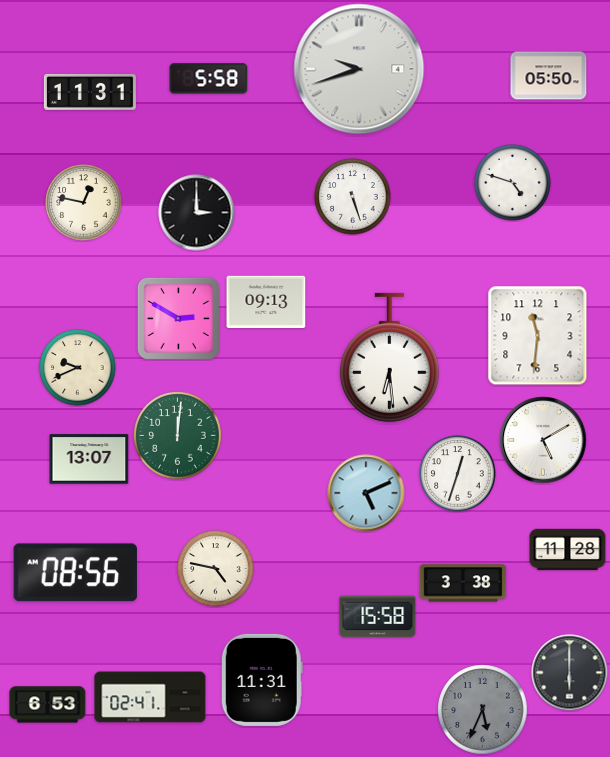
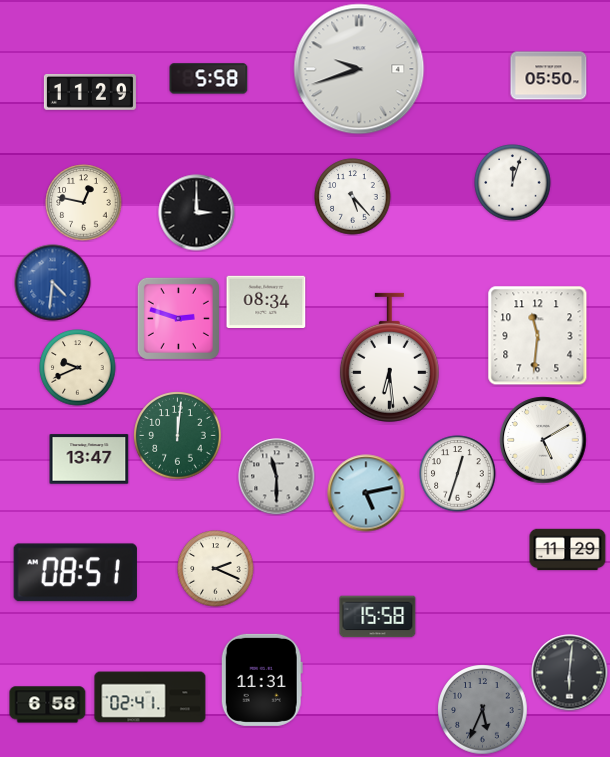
clock at (90, 92): 11:31 -> 11:29
clock at (513, 183): 4:48 -> 12:03
clock at (353, 197): 5:27 -> 5:23
clock at (53, 283): none -> 4:31
clock at (266, 301): 09:13 -> 08:34
clock at (178, 318): 2:50 -> 2:48
clock at (89, 459): 13:07 -> 13:47
clock at (277, 477): none -> 11:30
clock at (366, 493): 5:11 -> 5:13
clock at (568, 550): 11:28 -> 11:29
clock at (216, 569): 4:47 -> 2:19
clock at (75, 573): 08:56 -> 08:51
clock at (463, 583): 3:38 -> none
clock at (570, 673): 6:00 -> 6:01
clock at (48, 705): 6:53 -> 6:58
